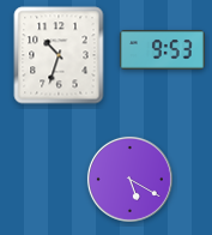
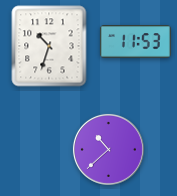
clock at (162, 50): 9:53 -> 11:53
clock at (129, 179): 5:20 -> 10:38
